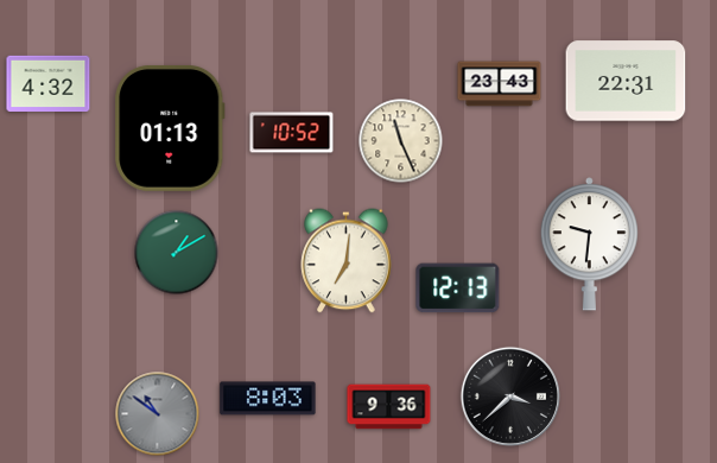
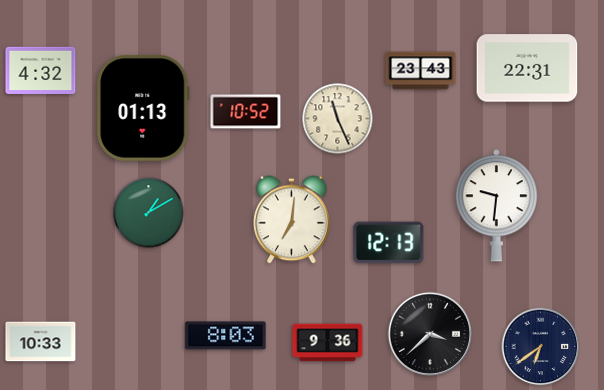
clock at (458, 288) position: (458, 288) -> (389, 243)
clock at (41, 342): none -> 10:33
clock at (541, 347): none -> 6:39
clock at (158, 414): 10:51 -> none
